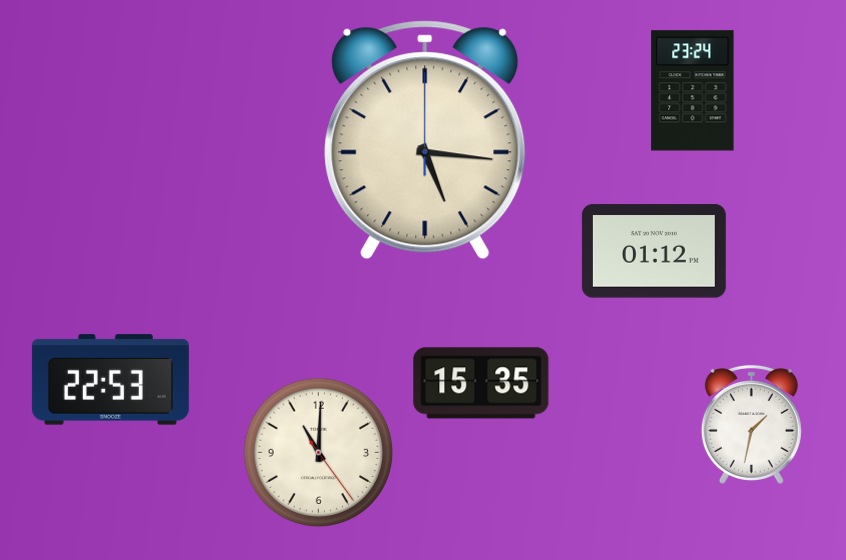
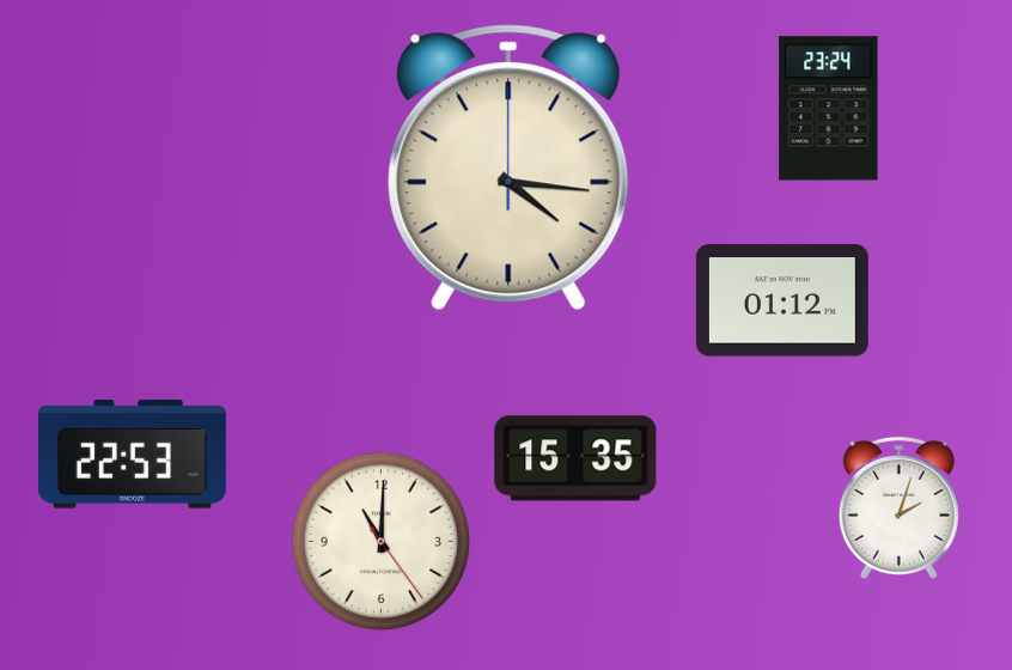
clock at (425, 140): 5:16 -> 4:16
clock at (751, 424): 1:32 -> 2:03
